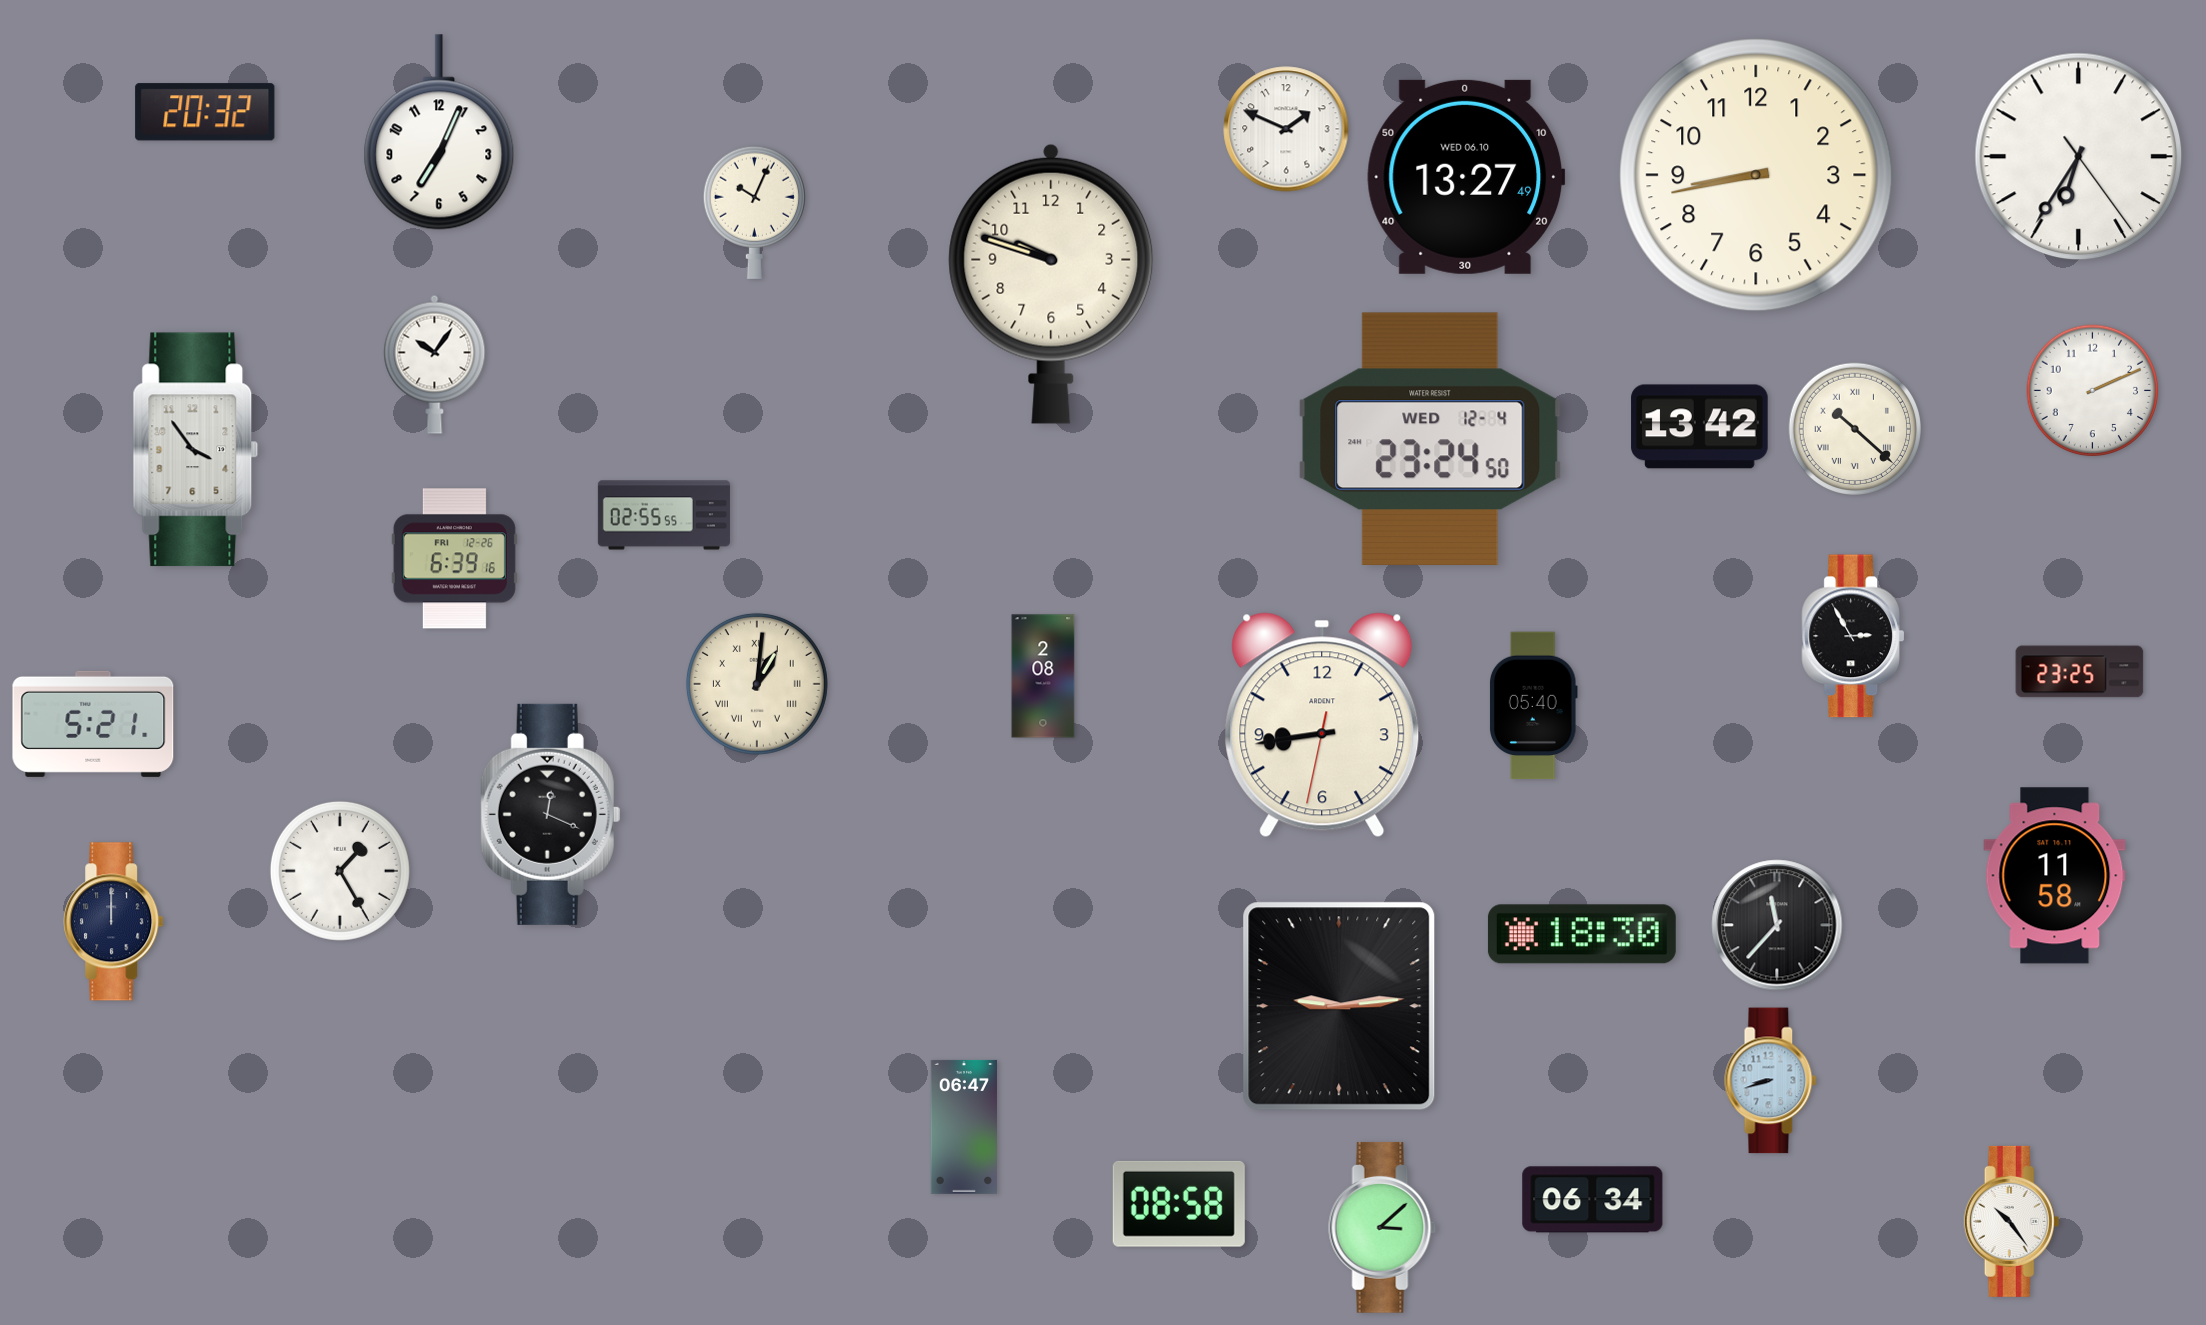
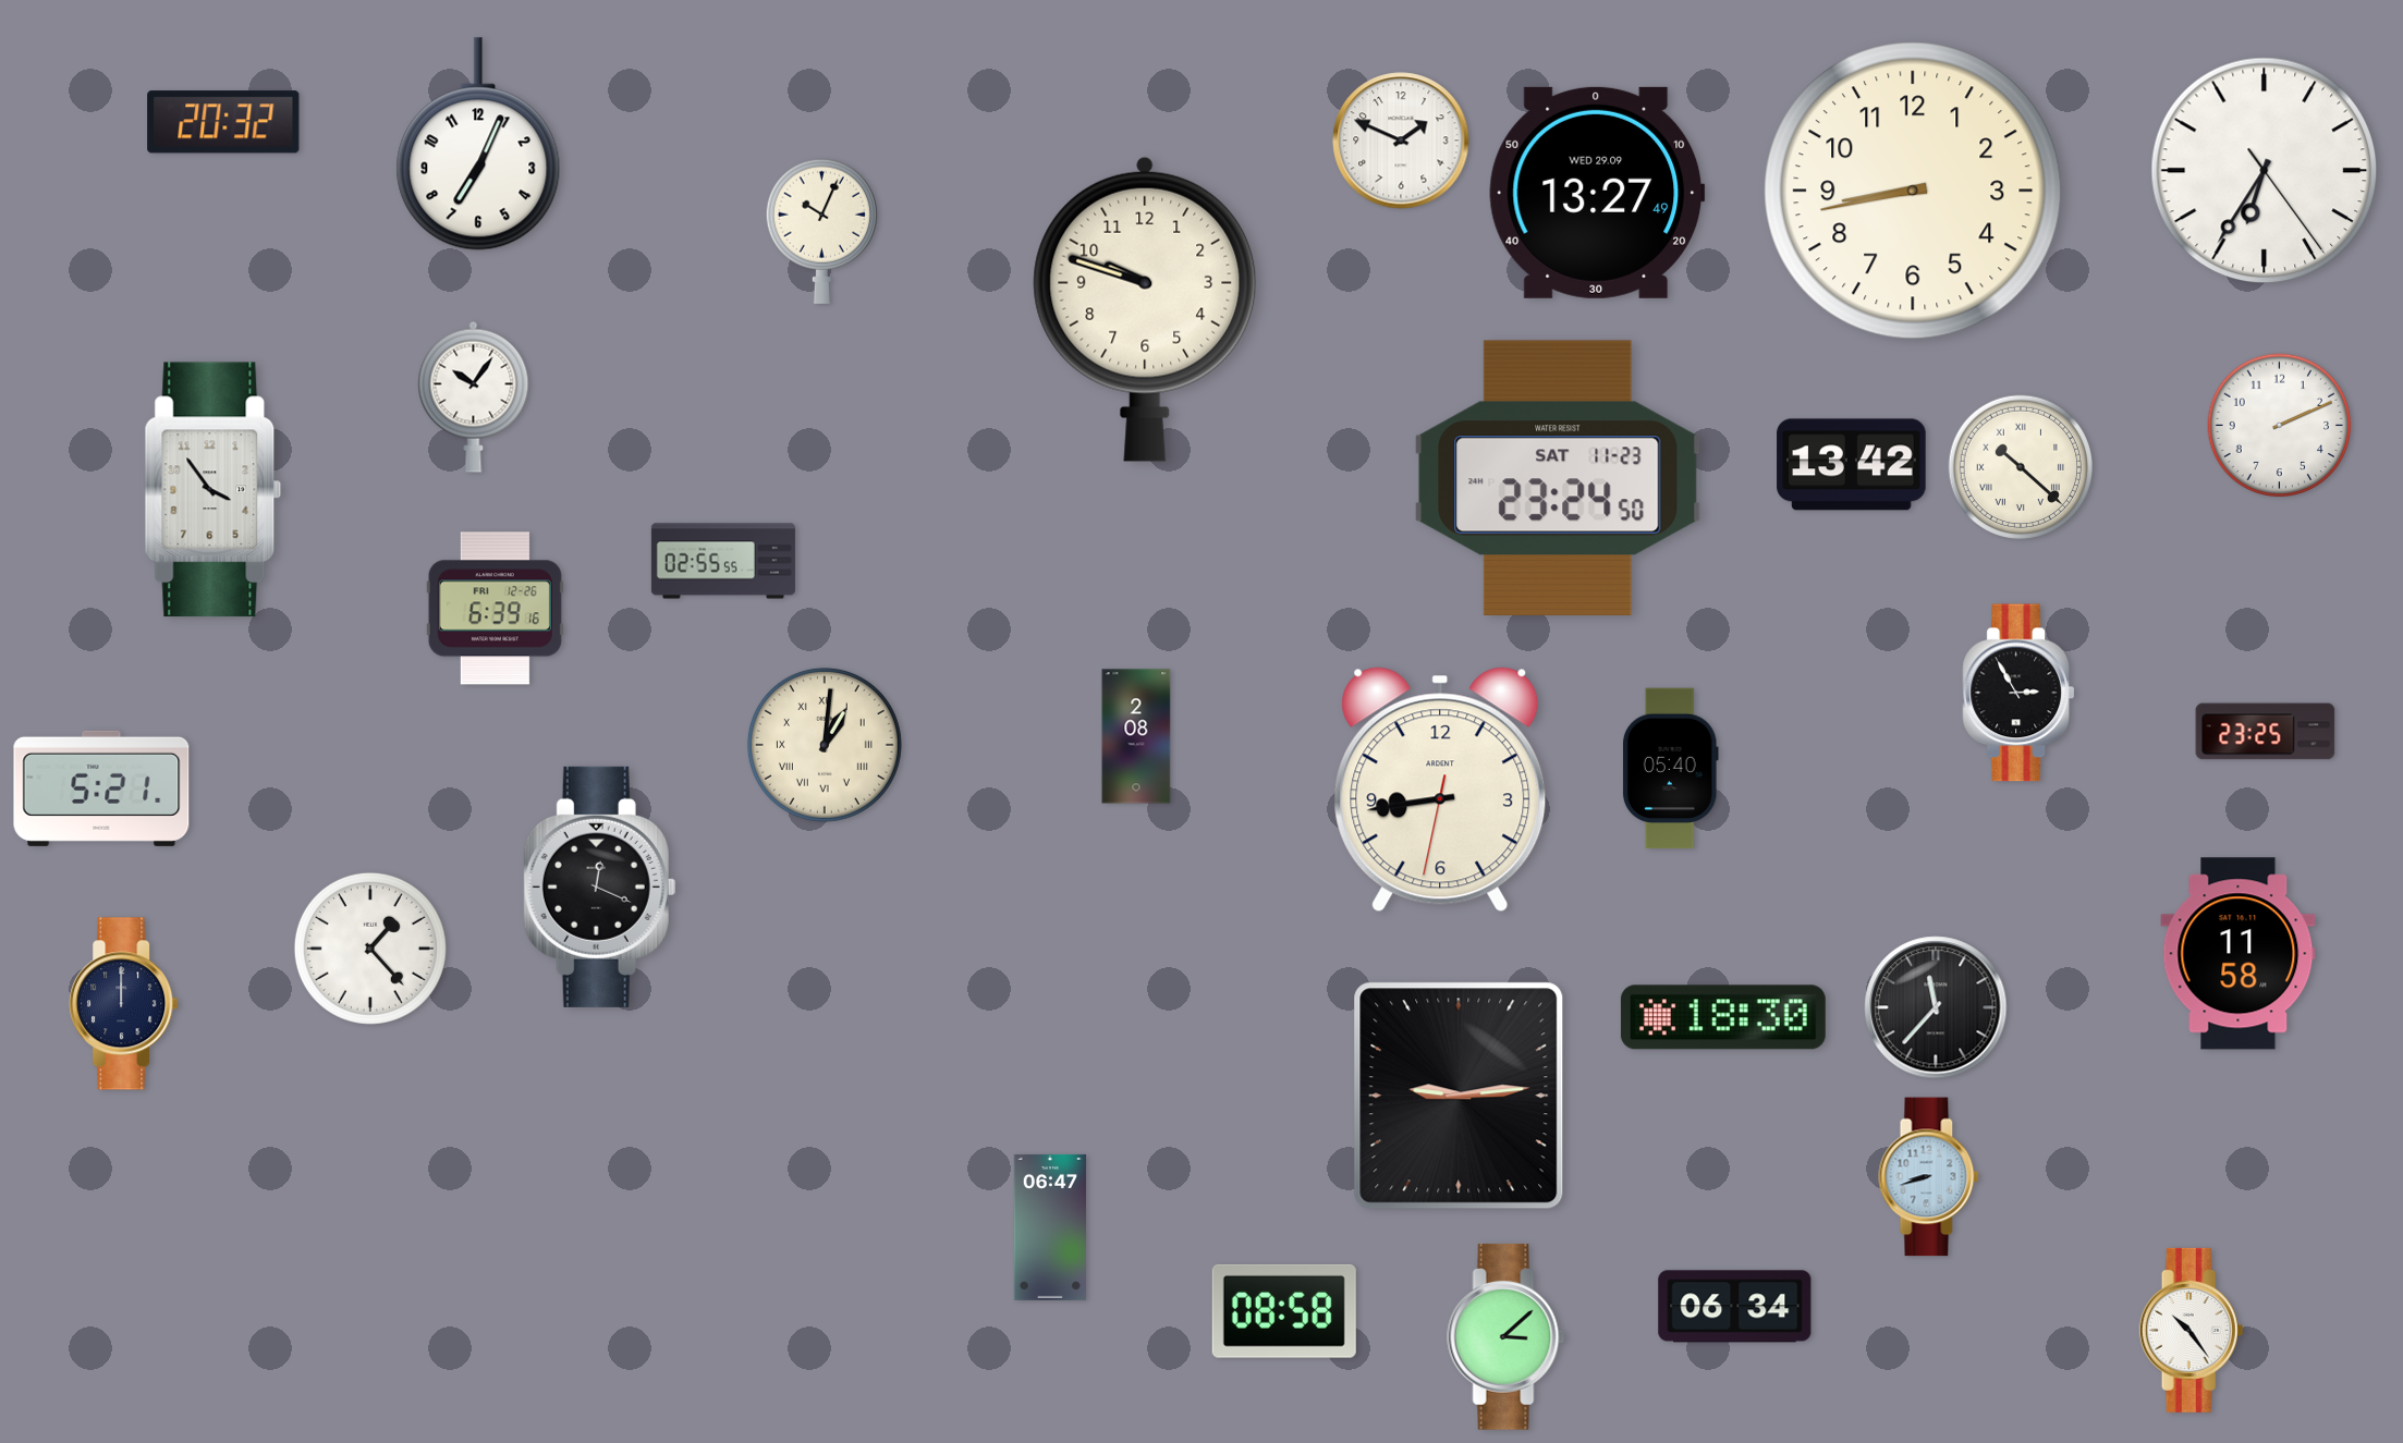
clock at (1466, 177) date: WED 06.10 -> WED 29.09
clock at (1430, 438) date: WED 12-4 -> SAT 11-23
clock at (340, 871): 1:25 -> 1:23
